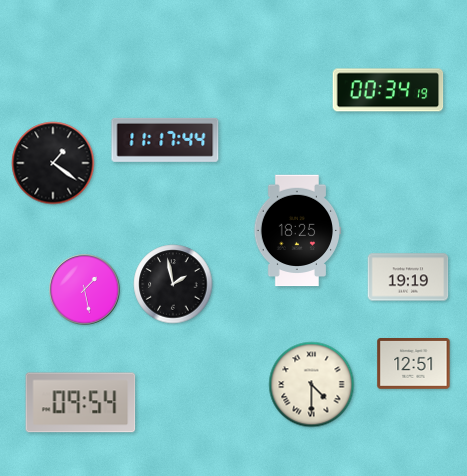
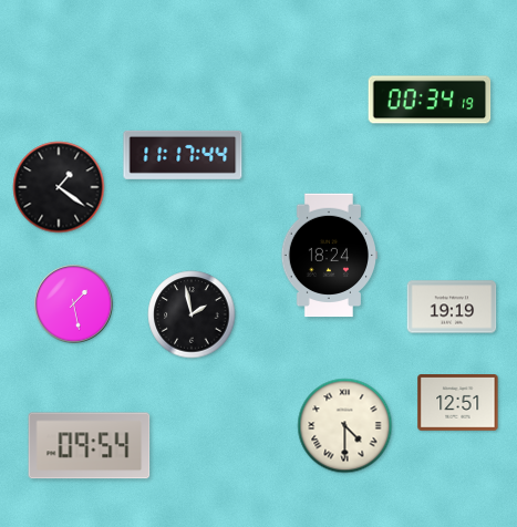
clock at (53, 163) position: (53, 163) -> (59, 187)
clock at (297, 231): 18:25 -> 18:24
clock at (85, 290) position: (85, 290) -> (74, 304)
